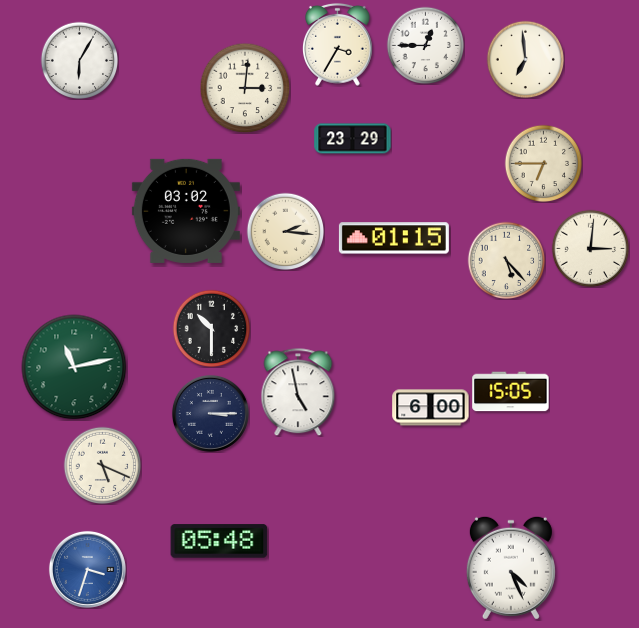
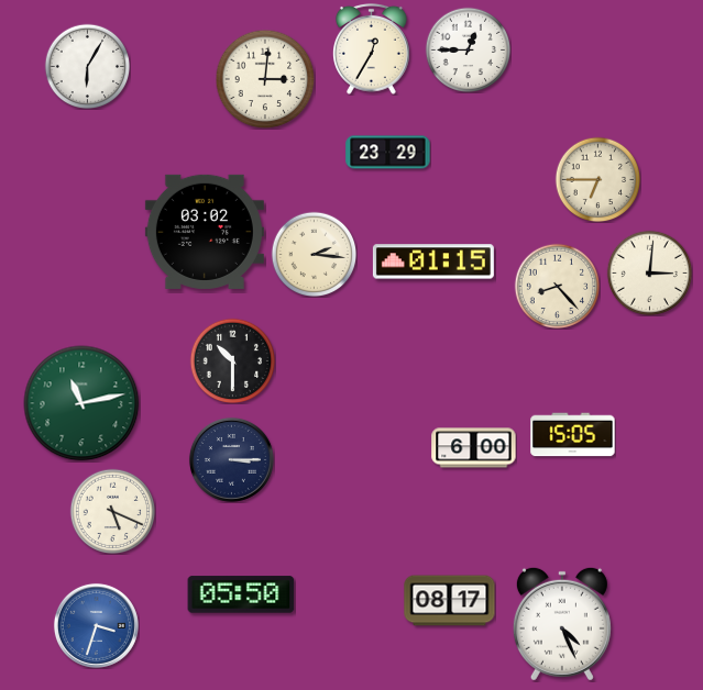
clock at (338, 44): 3:35 -> 12:35
clock at (525, 59): 6:59 -> none
clock at (245, 88) position: (245, 88) -> (265, 79)
clock at (506, 260): 5:23 -> 8:23
clock at (298, 392): 4:58 -> none
clock at (511, 392) position: (511, 392) -> (573, 435)
clock at (210, 413) position: (210, 413) -> (231, 459)
clock at (219, 541): 05:48 -> 05:50
clock at (450, 601): none -> 08:17
